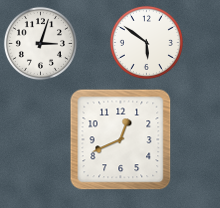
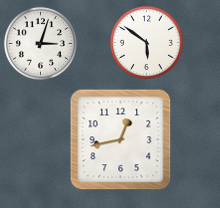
clock at (121, 140): 12:41 -> 12:43
